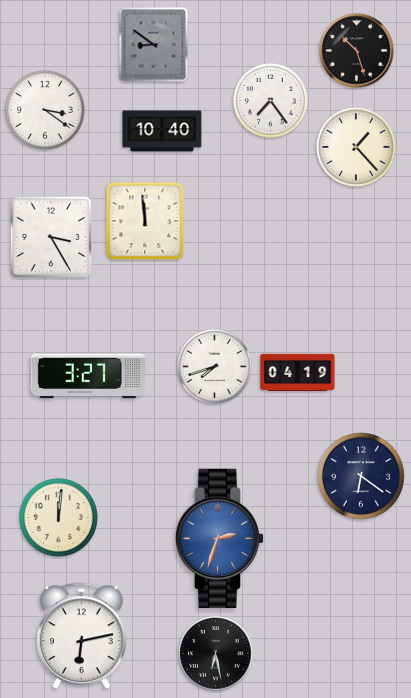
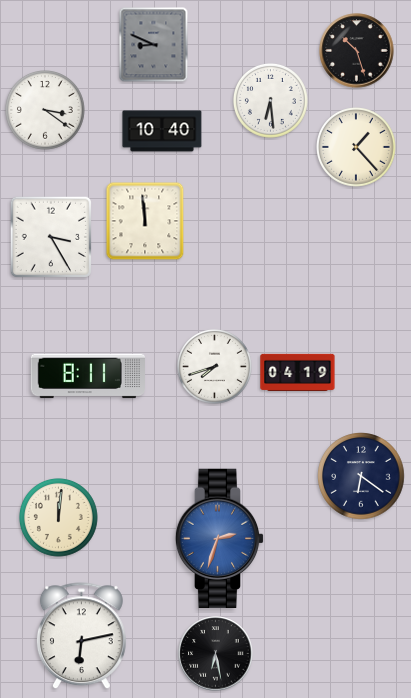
clock at (154, 45): 8:51 -> 8:49
clock at (270, 100): 7:24 -> 6:29
clock at (87, 376): 3:27 -> 8:11
